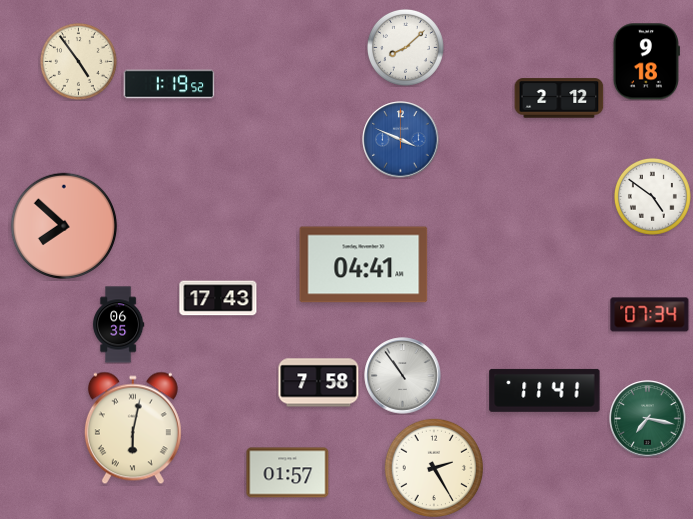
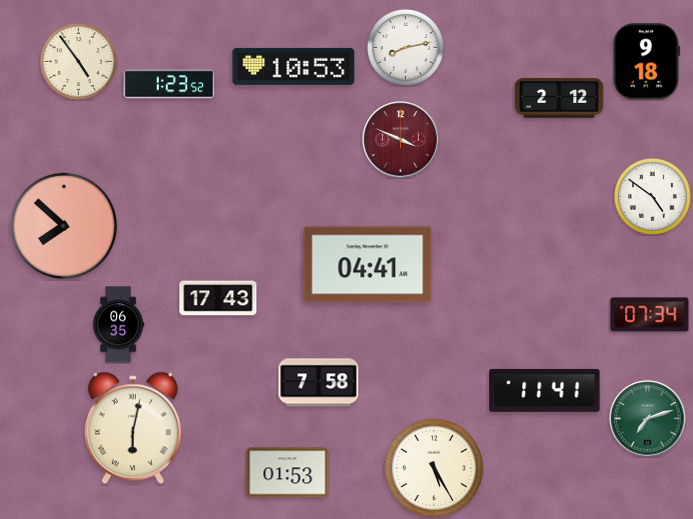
clock at (405, 47): 8:08 -> 8:13
clock at (294, 66): none -> 10:53
clock at (169, 84): 1:19 -> 1:23
clock at (401, 140) dial: blue -> burgundy
clock at (364, 265) position: (364, 265) -> (368, 265)
clock at (403, 376): 10:54 -> none
clock at (648, 419): 7:17 -> 7:12
clock at (434, 468): 2:25 -> 5:25
clock at (288, 473): 01:57 -> 01:53
